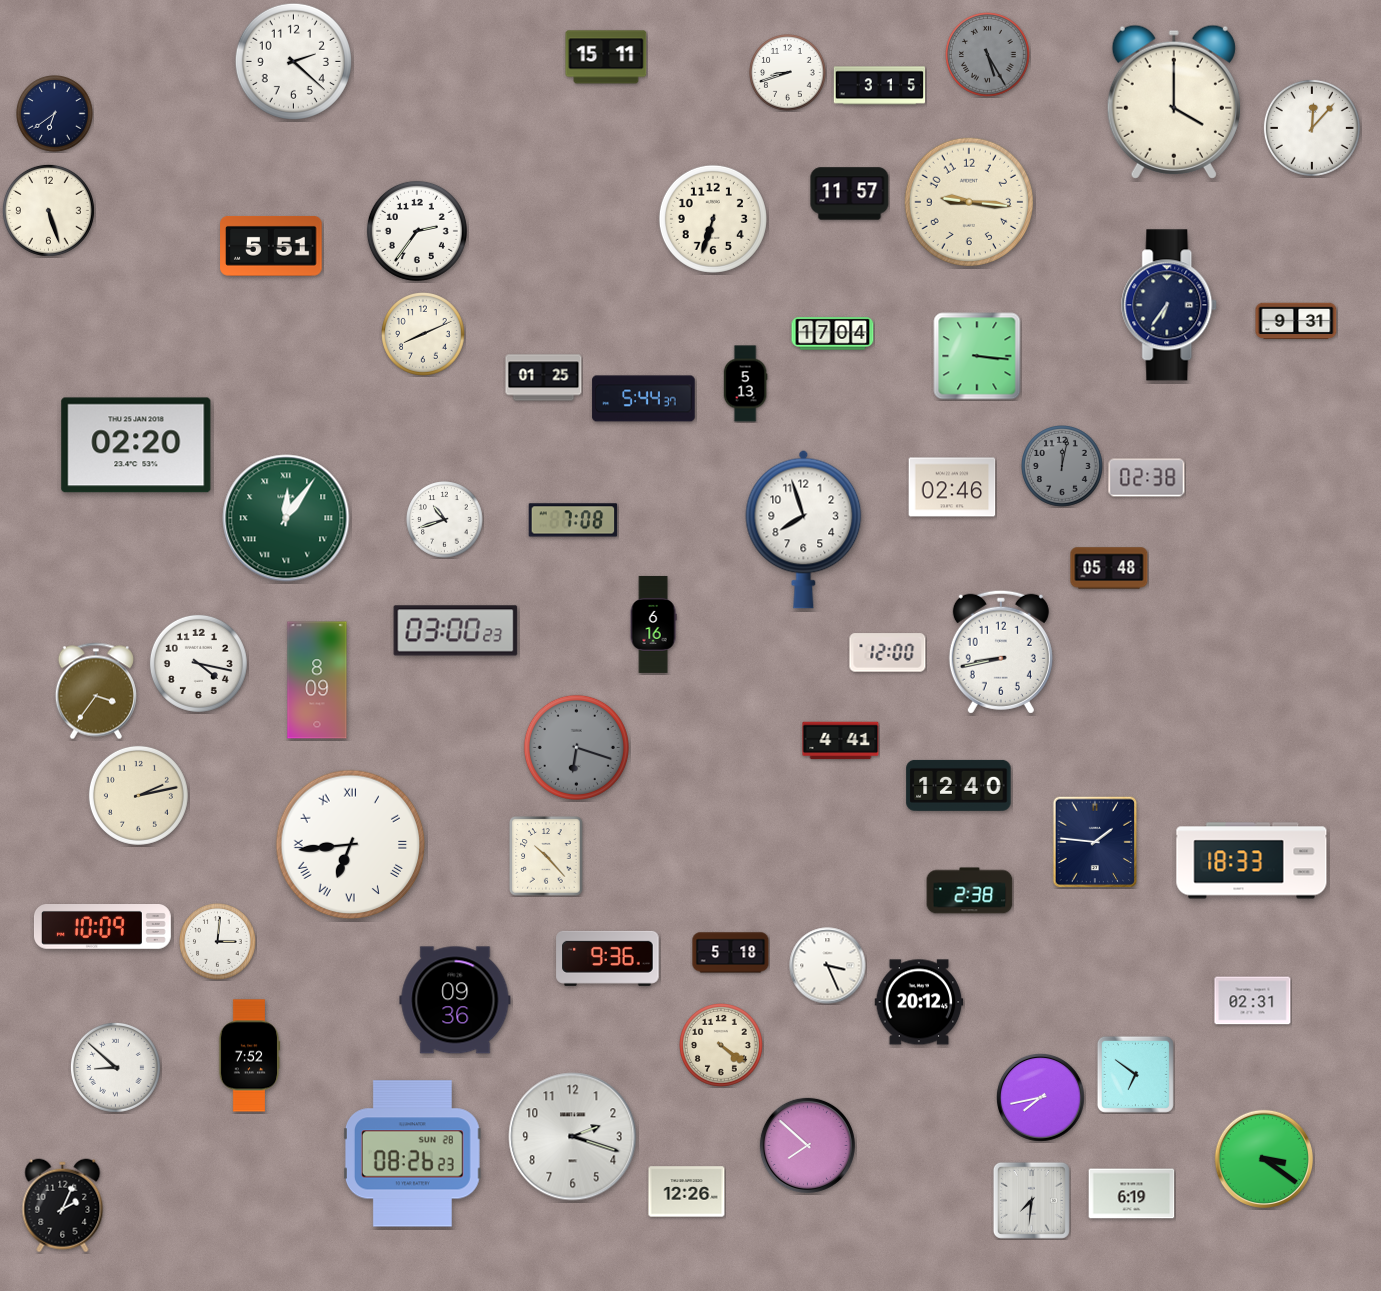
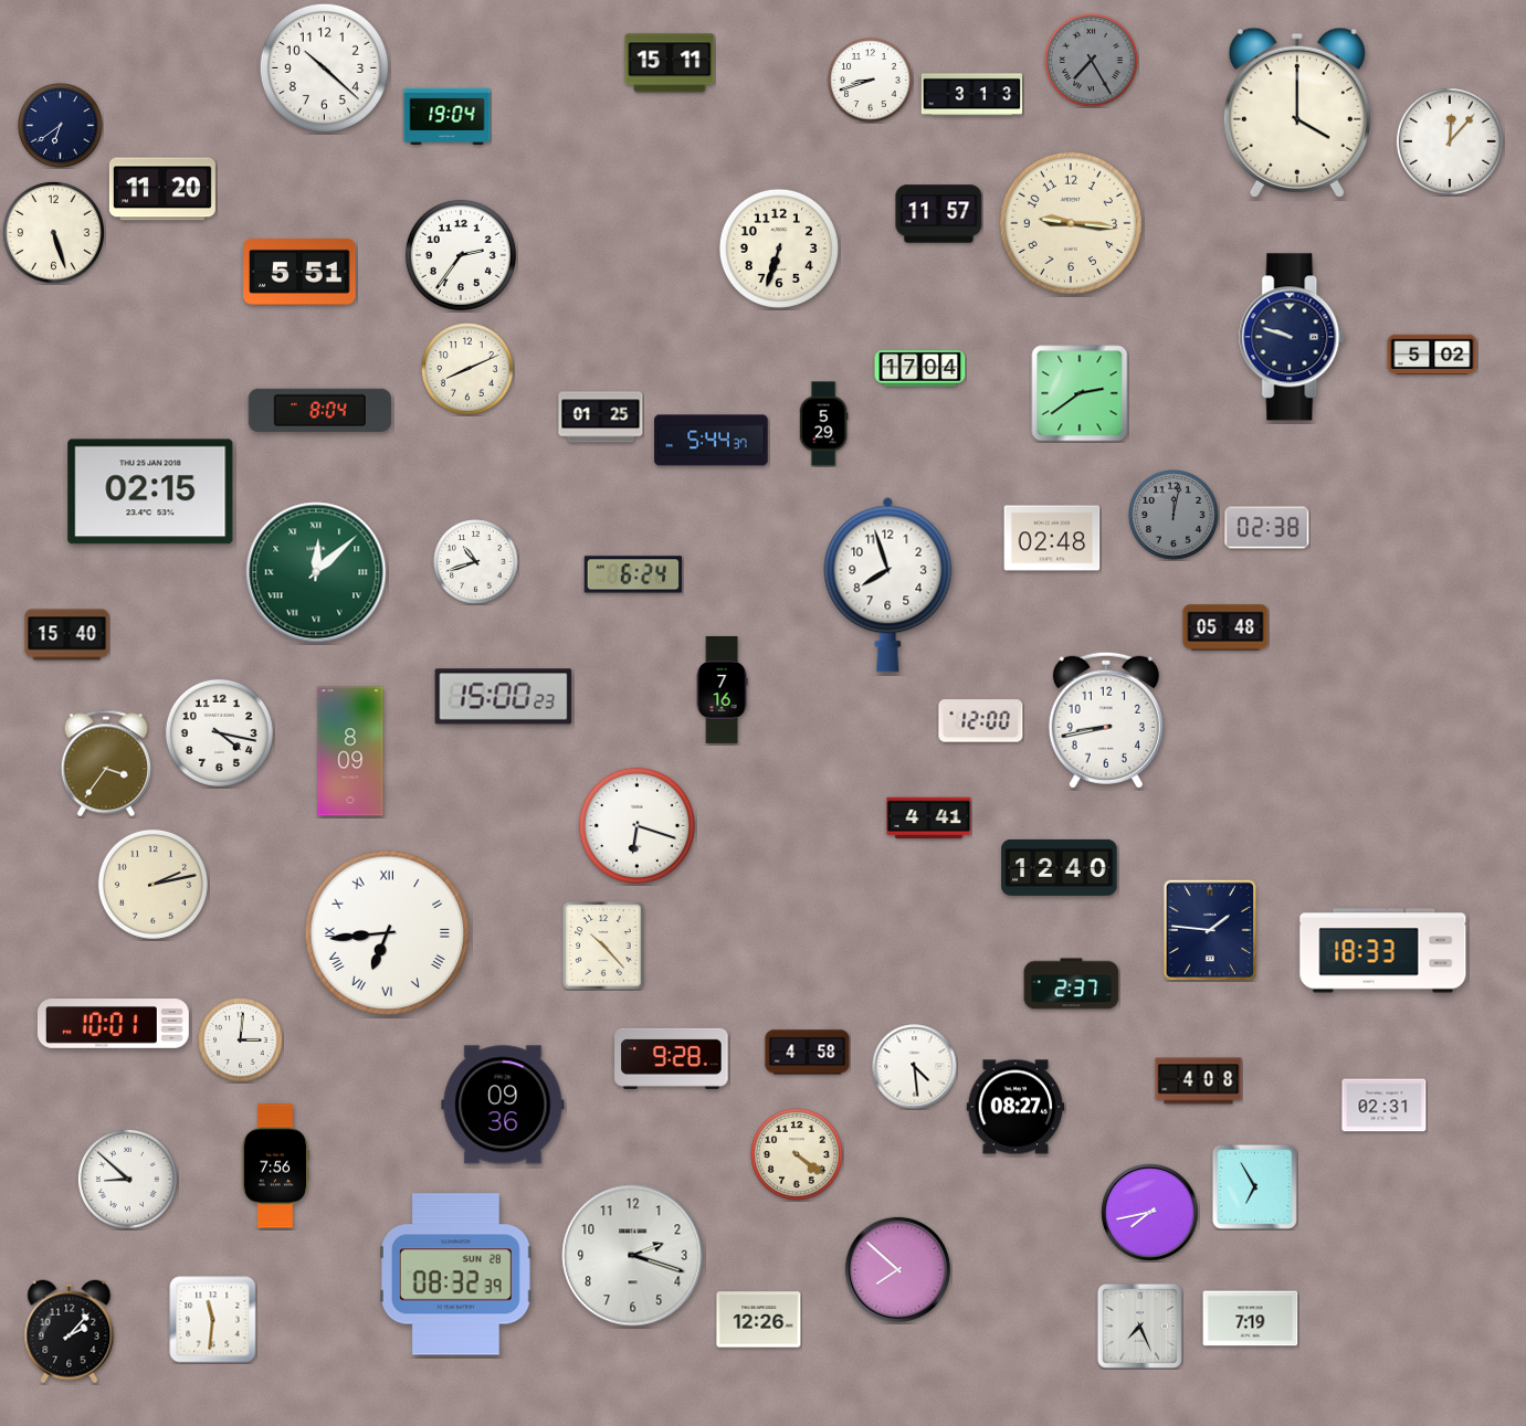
clock at (988, 55): 5:25 -> 7:25
clock at (293, 61): 2:22 -> 10:22
clock at (880, 86): 3:15 -> 3:13
clock at (448, 116): none -> 19:04
clock at (162, 189): none -> 11:20
clock at (713, 219) position: (713, 219) -> (779, 249)
clock at (1170, 305): 6:36 -> 9:48
clock at (1296, 321): 9:31 -> 5:02
clock at (977, 356): 3:16 -> 2:39
clock at (319, 410): none -> 8:04
clock at (745, 384): 5:13 -> 5:29
clock at (136, 445): 02:20 -> 02:15
clock at (952, 487): 02:46 -> 02:48
clock at (286, 518): 12:06 -> 12:08
clock at (445, 520) position: (445, 520) -> (476, 562)
clock at (573, 520): 7:08 -> 6:24
clock at (67, 635): none -> 15:40
clock at (653, 624): 6:16 -> 7:16
clock at (456, 631): 03:00 -> 15:00
clock at (576, 747) dial: grey -> white
clock at (138, 795) position: (138, 795) -> (152, 884)
clock at (970, 891): 2:38 -> 2:37
clock at (102, 927): 10:09 -> 10:01
clock at (731, 953): 5:18 -> 4:58
clock at (608, 958): 9:36 -> 9:28
clock at (828, 966): 3:26 -> 4:29
clock at (1199, 1081): none -> 4:08
clock at (919, 1002): 20:12 -> 08:27
clock at (249, 1056): 7:52 -> 7:56
clock at (1135, 1074): 6:51 -> 6:55
clock at (807, 1145) position: (807, 1145) -> (897, 1269)
clock at (412, 1154): 08:26 -> 08:32
clock at (1264, 1159): 3:21 -> none
clock at (687, 1192) position: (687, 1192) -> (759, 1320)
clock at (1132, 1194): 6:19 -> 7:19
clock at (213, 1320): none -> 11:31
clock at (1031, 1200): 7:31 -> 7:26
clock at (63, 1206): 2:04 -> 2:07
